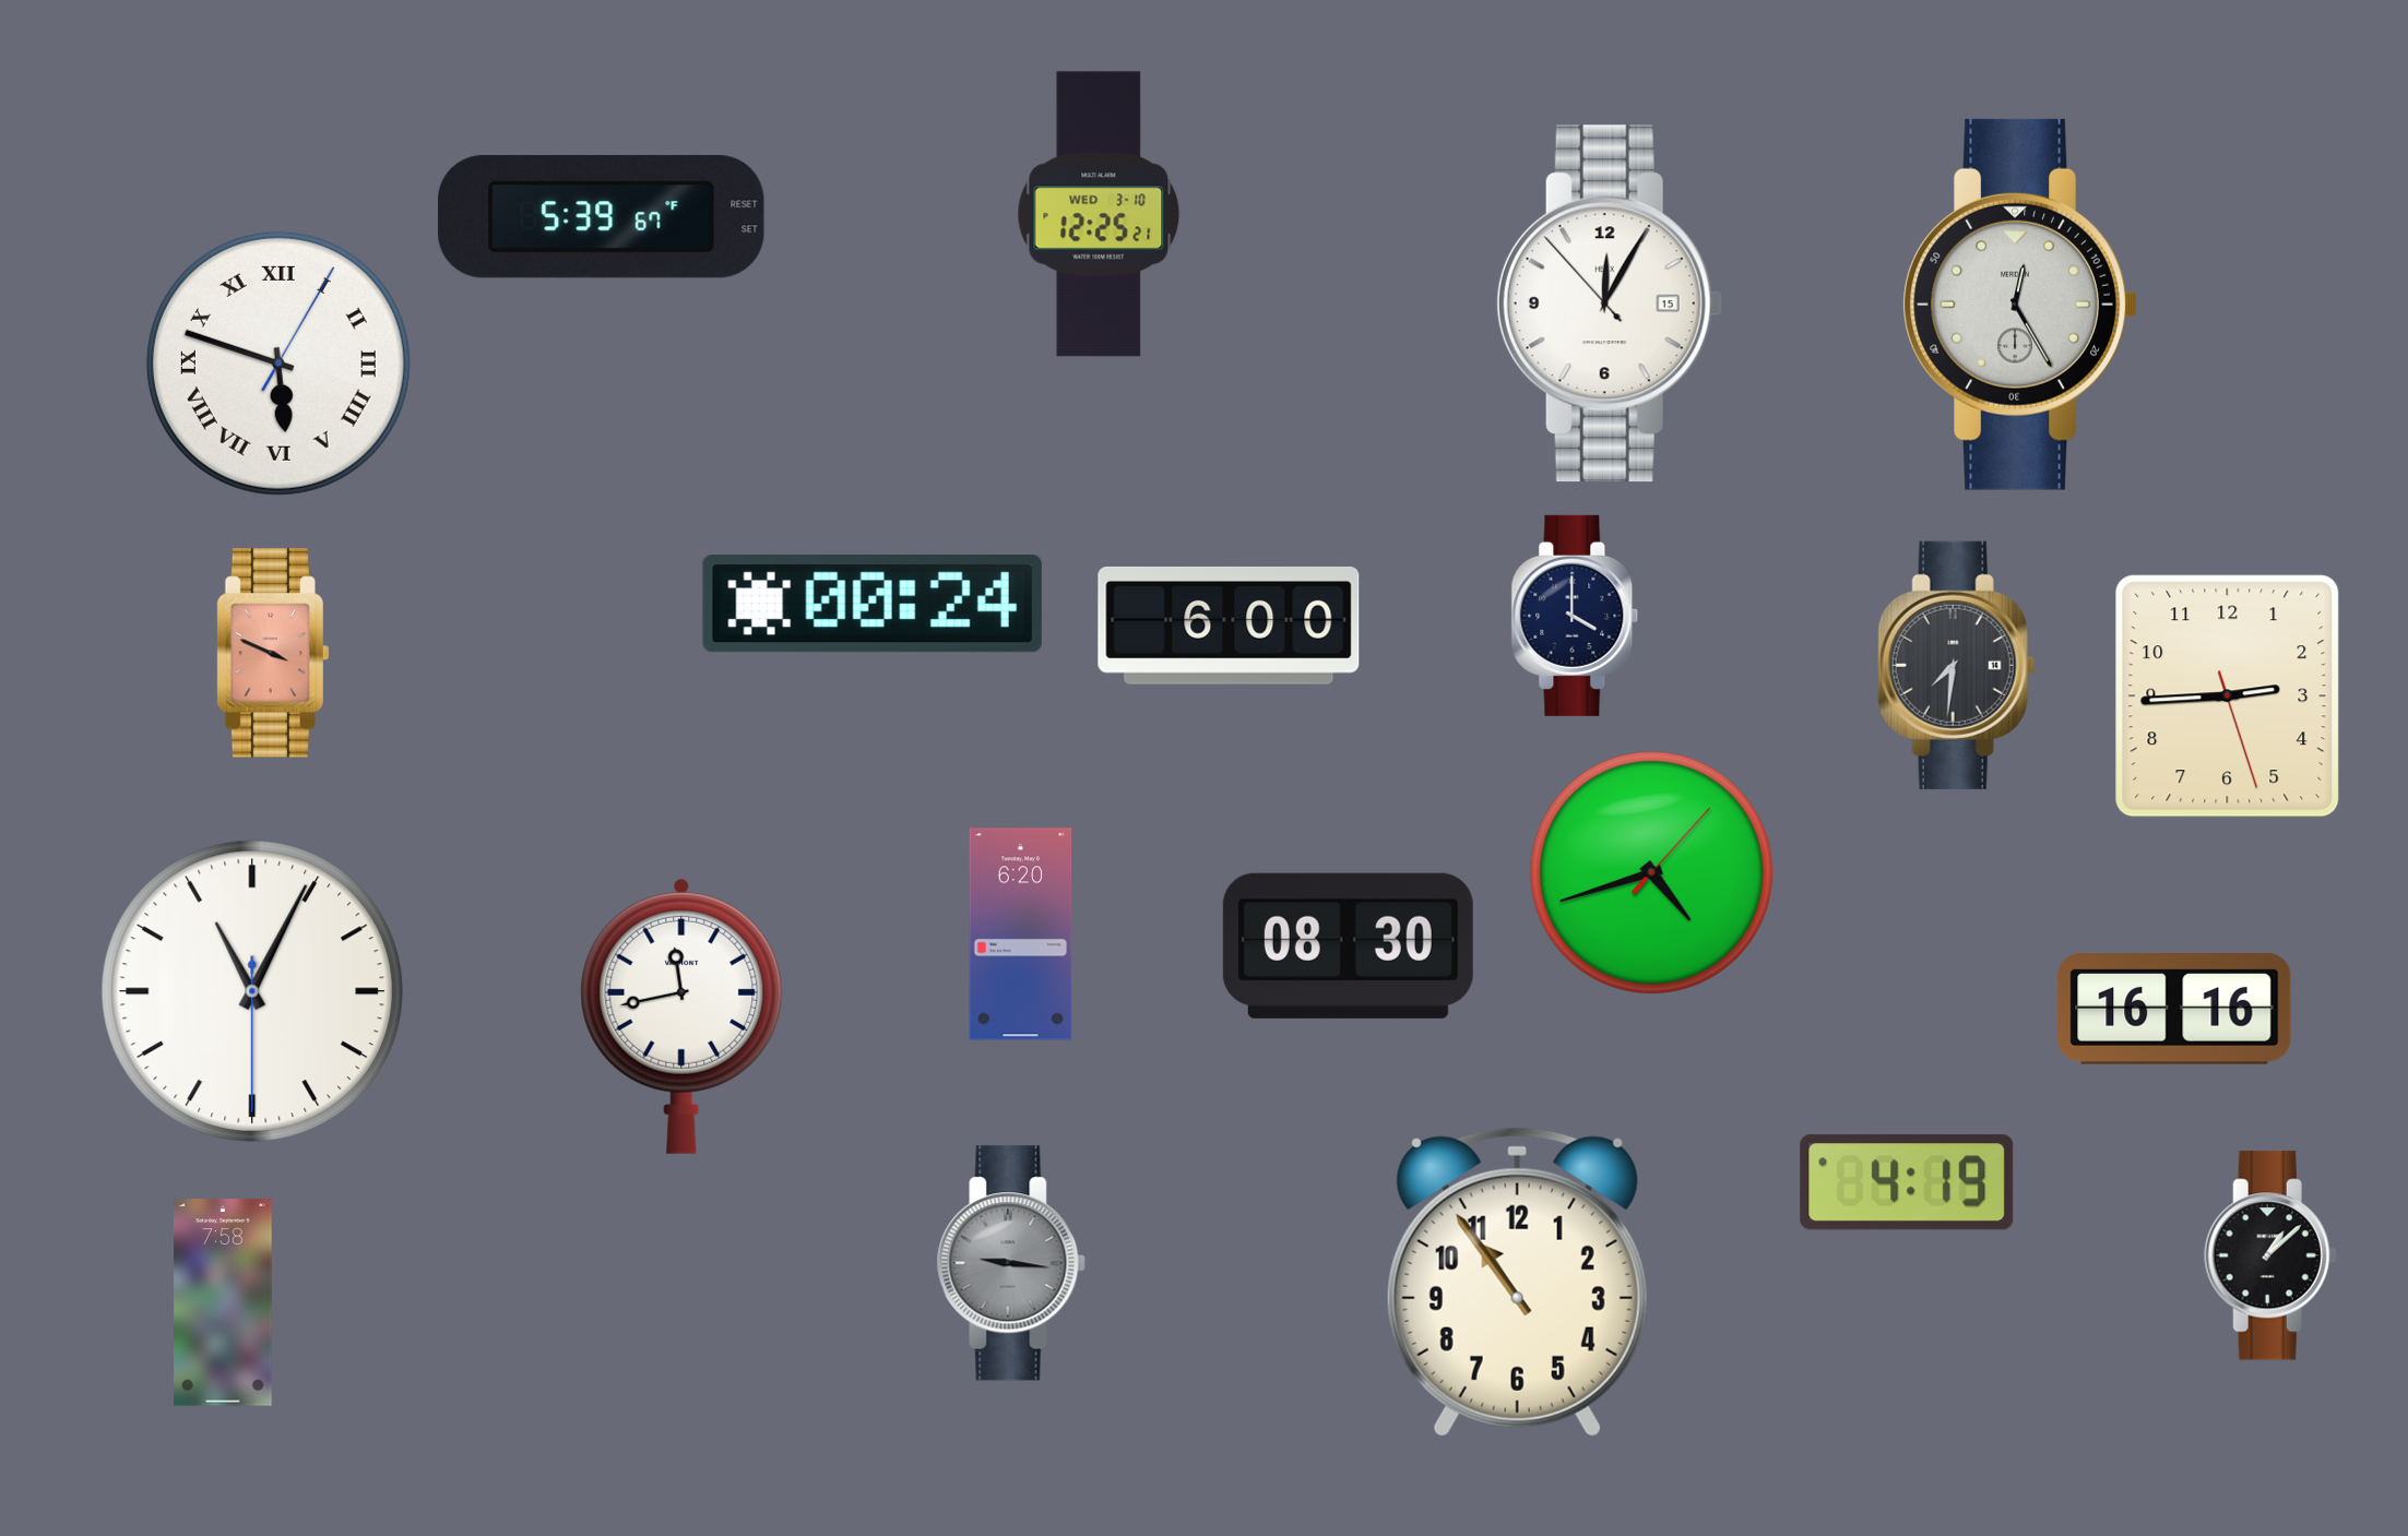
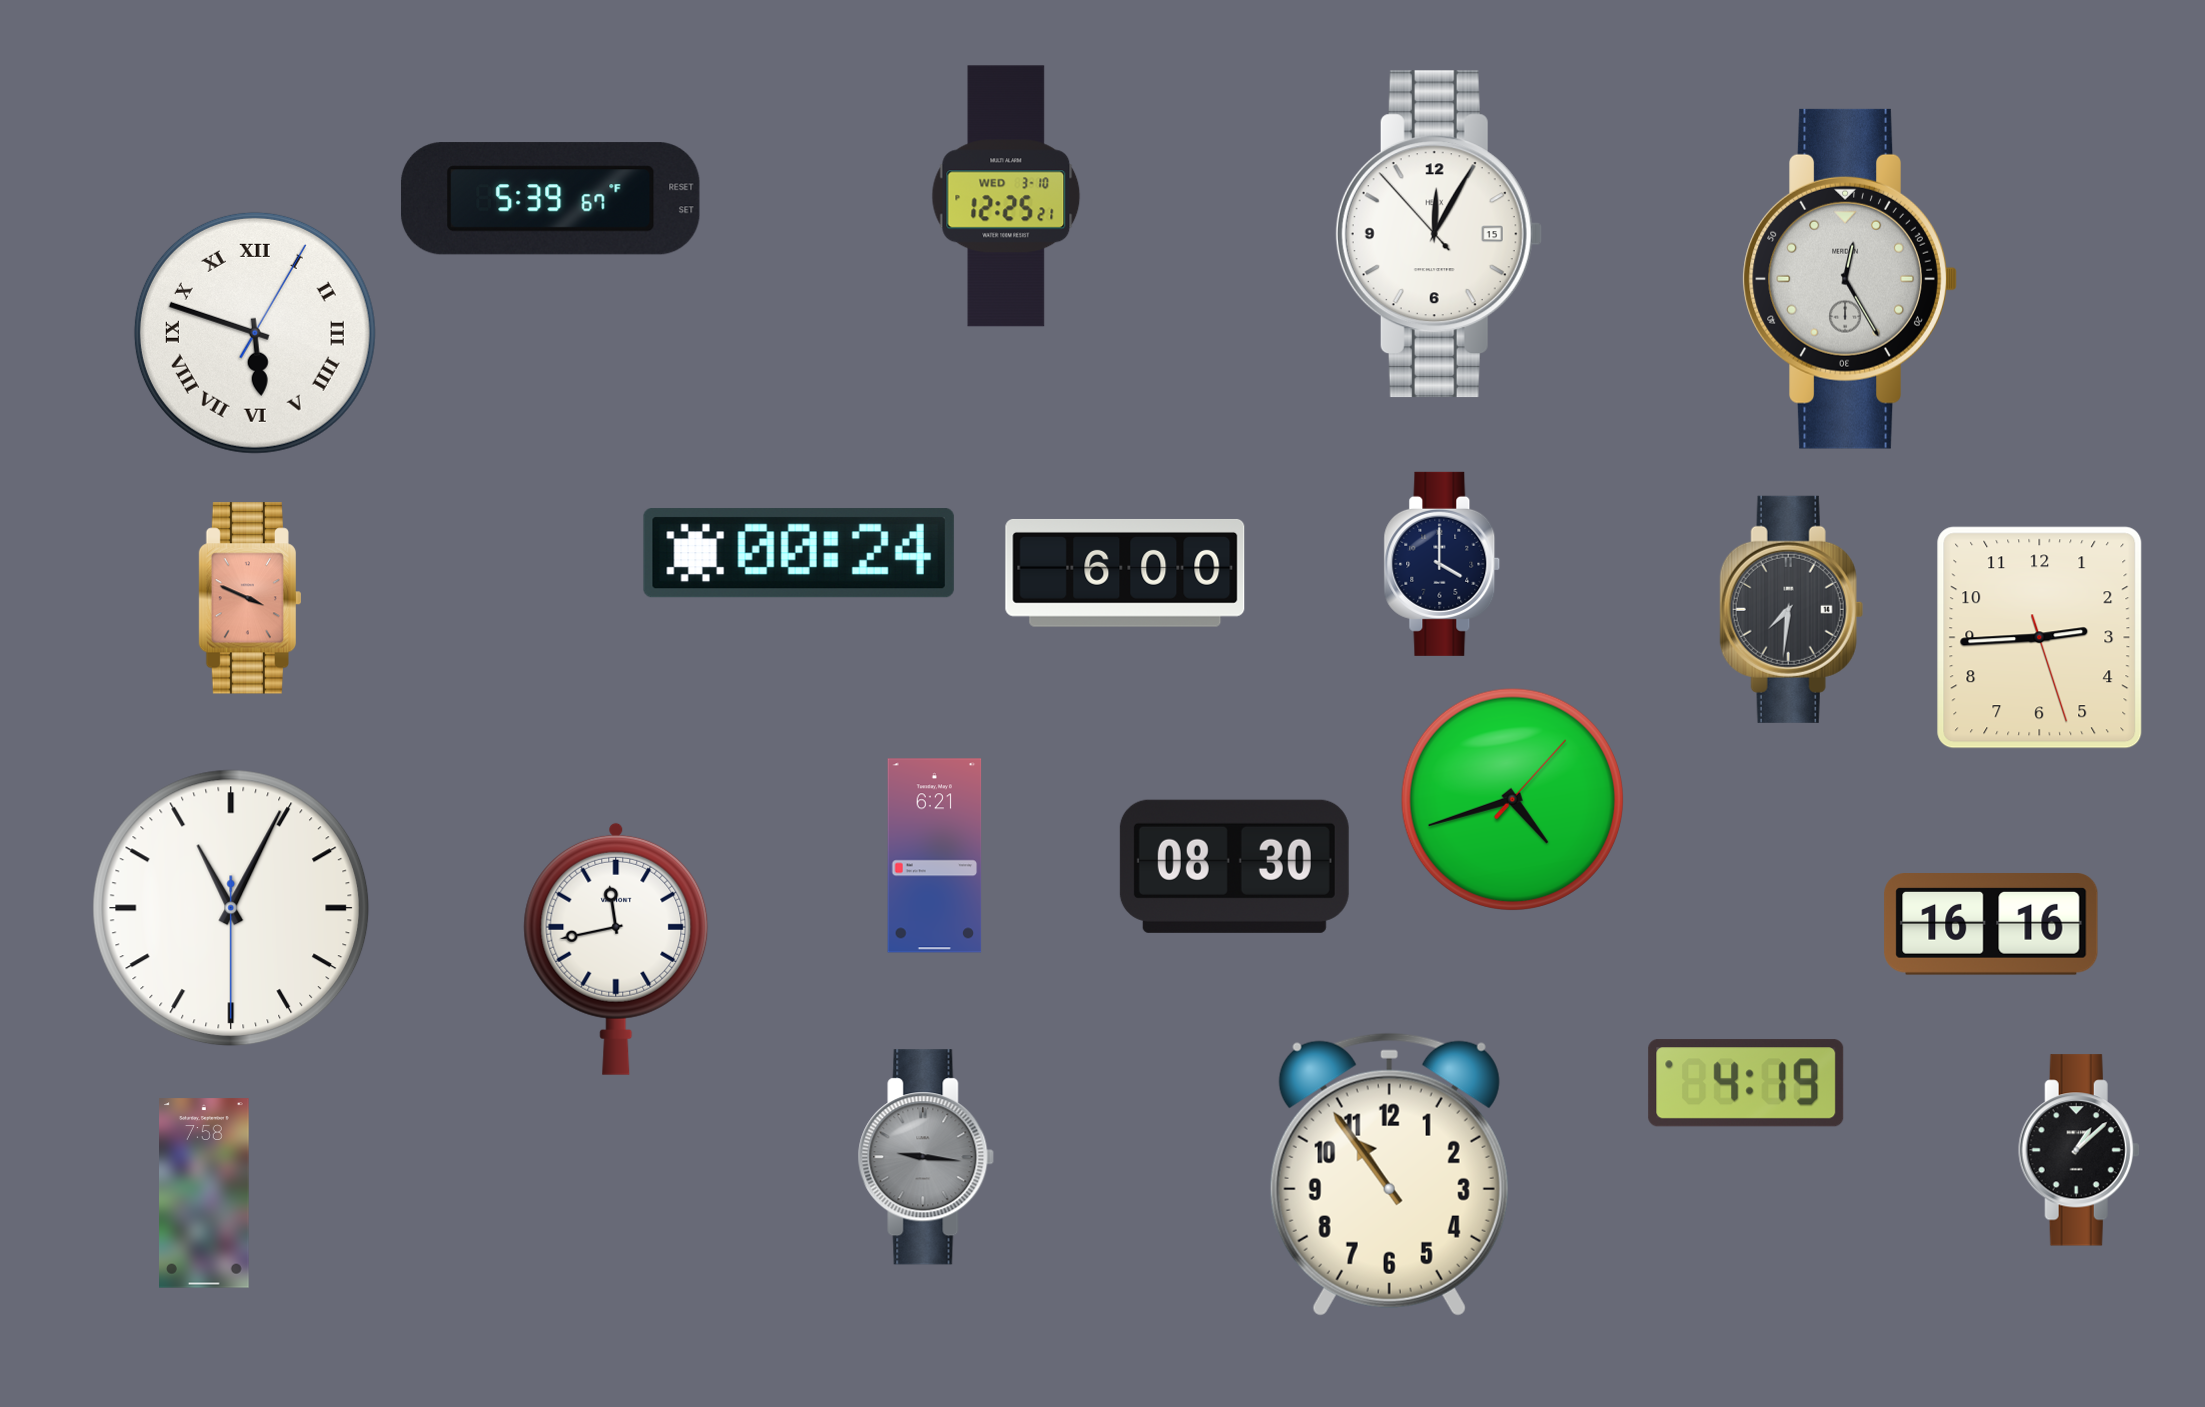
clock at (1610, 303) position: (1610, 303) -> (1439, 234)
clock at (1021, 934): 6:20 -> 6:21
clock at (681, 1015) position: (681, 1015) -> (616, 948)
